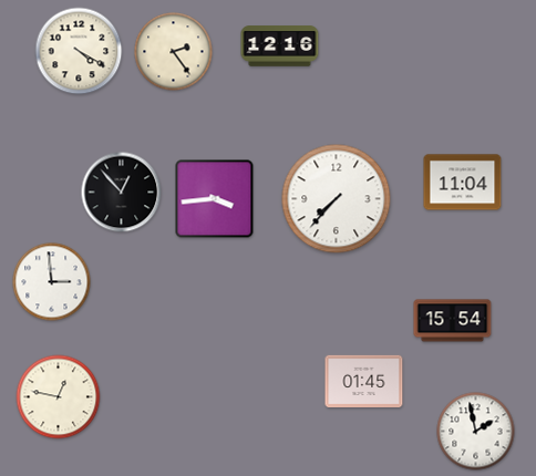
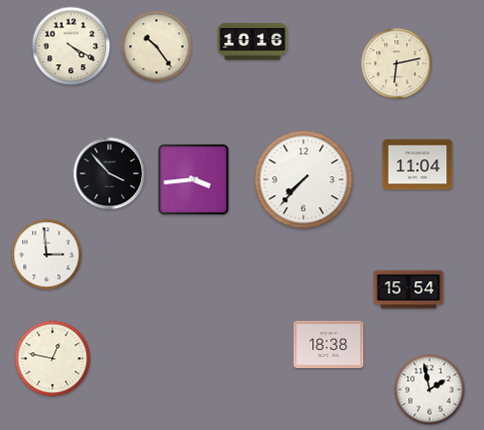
clock at (280, 46): 12:16 -> 10:16
clock at (174, 52): 2:24 -> 10:24
clock at (397, 64): none -> 6:13
clock at (122, 193): 12:53 -> 3:53
clock at (364, 381): 01:45 -> 18:38
